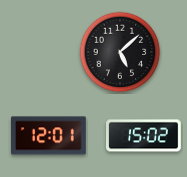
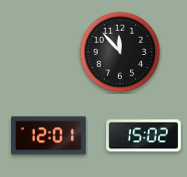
clock at (120, 52): 5:08 -> 11:53
